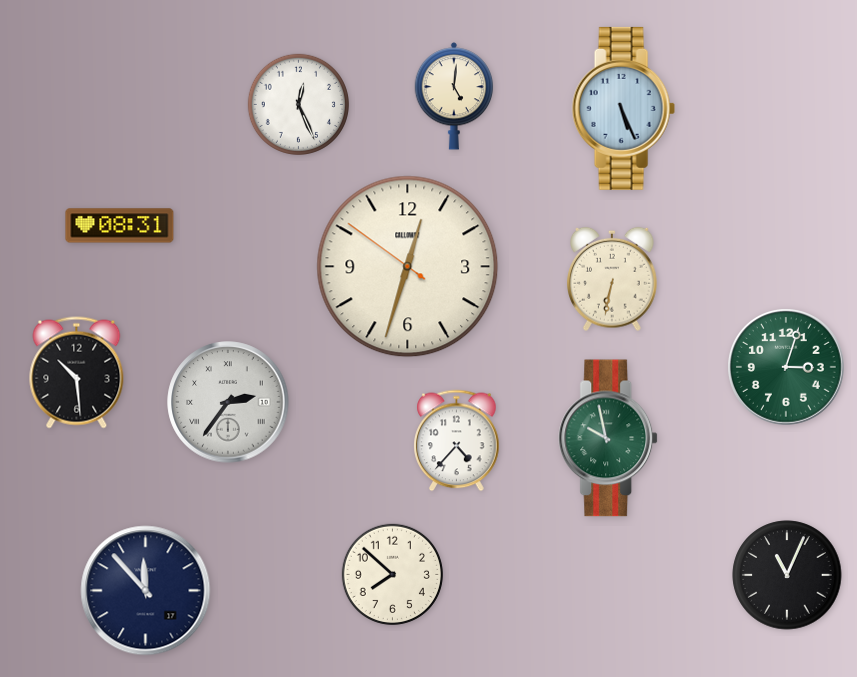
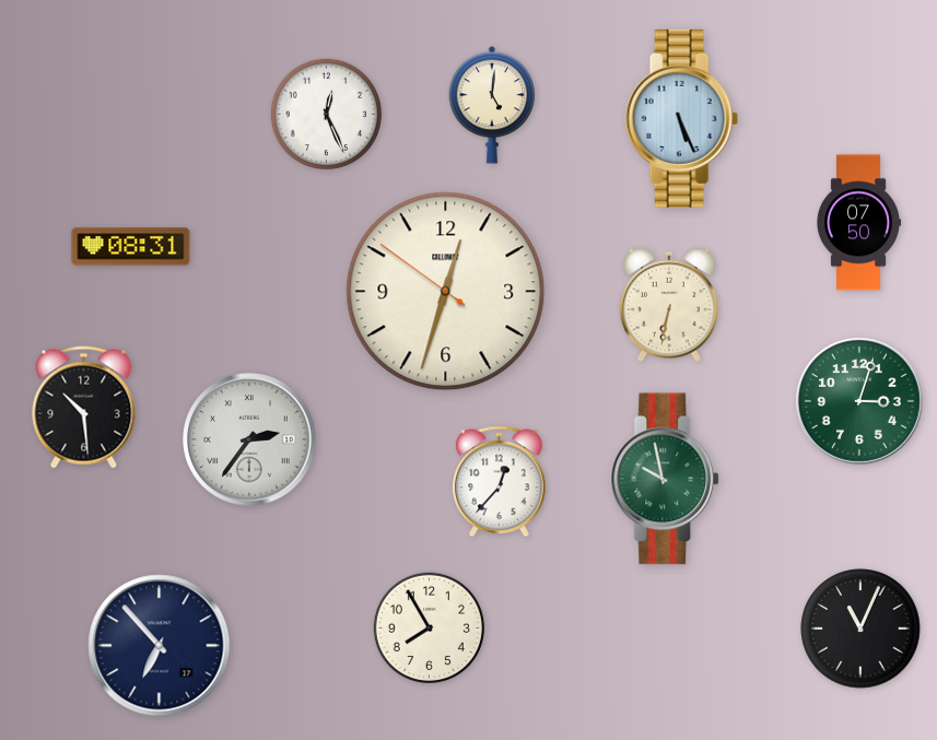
clock at (454, 96) position: (454, 96) -> (492, 105)
clock at (858, 223): none -> 07:50
clock at (457, 441): 4:37 -> 12:37
clock at (392, 574): 7:52 -> 7:55
clock at (146, 591): 11:53 -> 6:53
